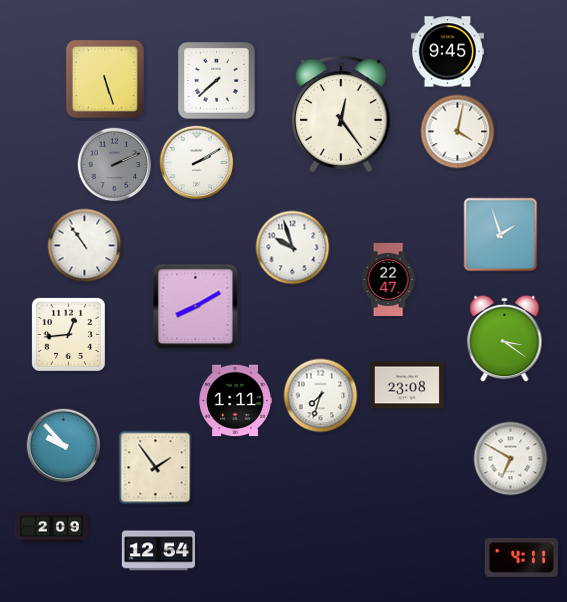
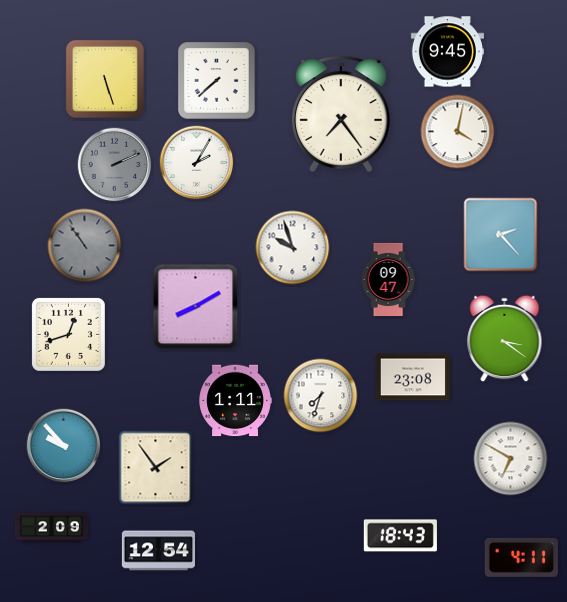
clock at (341, 114): 12:24 -> 7:24
clock at (197, 163): 2:10 -> 2:05
clock at (501, 235): 1:57 -> 2:23
clock at (85, 246) dial: white -> grey
clock at (388, 279): 22:47 -> 09:47
clock at (68, 334): 12:44 -> 12:42
clock at (407, 385) position: (407, 385) -> (413, 377)
clock at (400, 536): none -> 18:43
